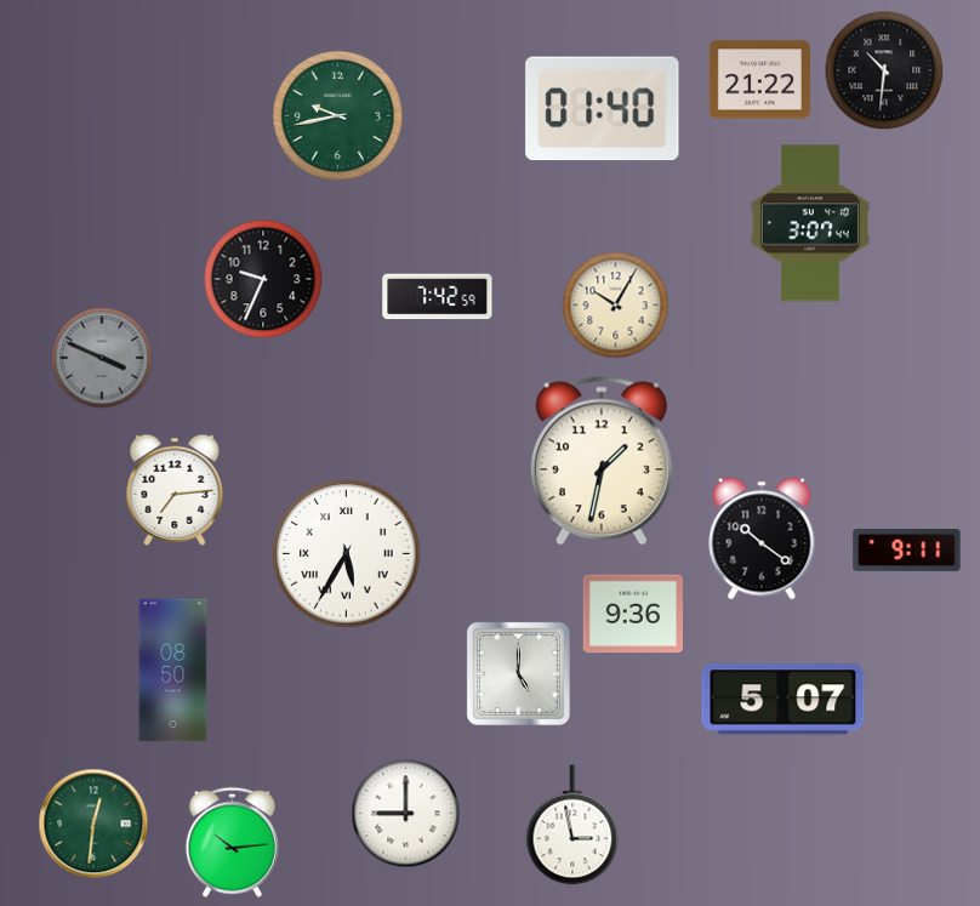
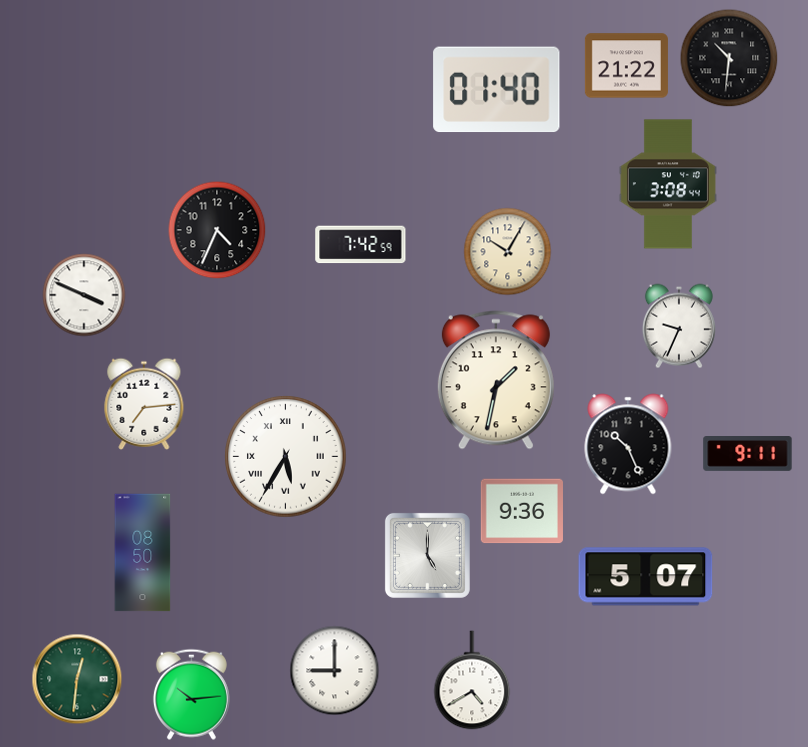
clock at (337, 115): 9:43 -> none
clock at (810, 223): 3:07 -> 3:08
clock at (263, 279): 9:34 -> 4:34
clock at (102, 358) dial: grey -> white
clock at (679, 326): none -> 9:34
clock at (762, 539): 10:21 -> 10:26
clock at (633, 614) position: (633, 614) -> (522, 511)
clock at (572, 825): 2:58 -> 4:40
